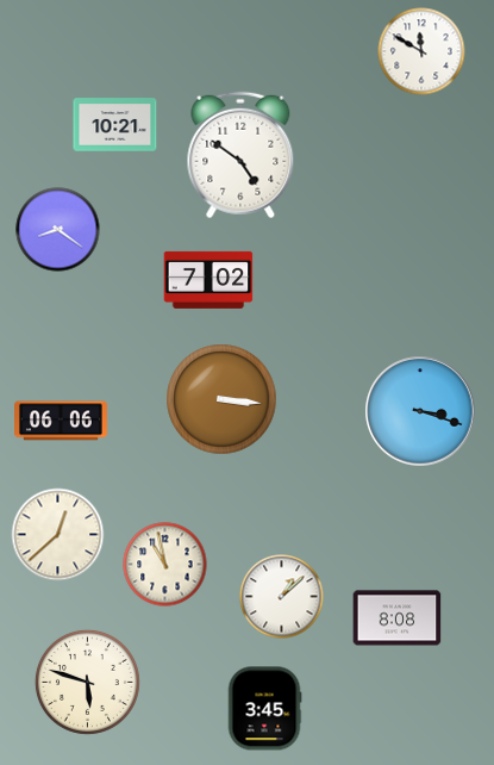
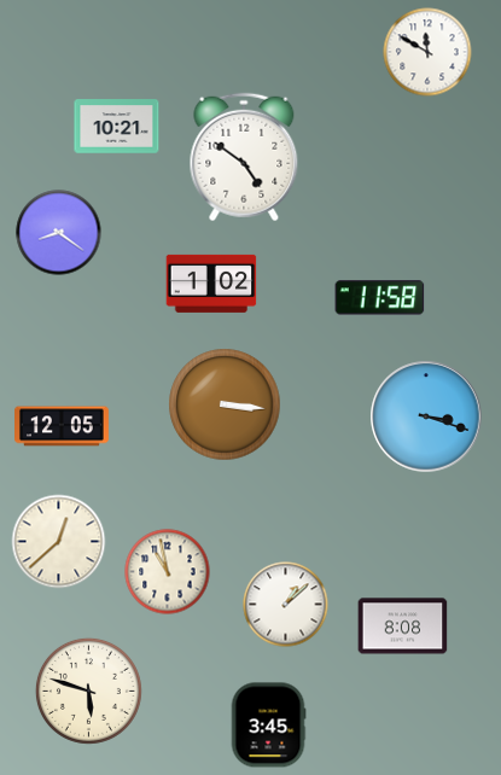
clock at (208, 280): 7:02 -> 1:02
clock at (380, 298): none -> 11:58
clock at (62, 421): 06:06 -> 12:05
clock at (264, 709) position: (264, 709) -> (268, 726)
